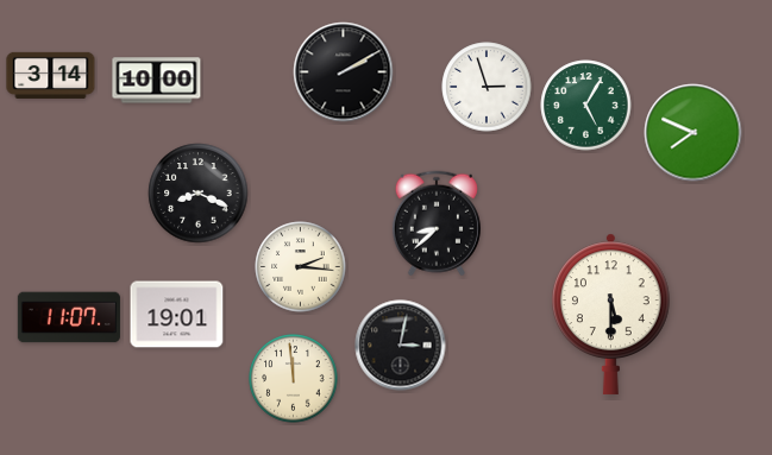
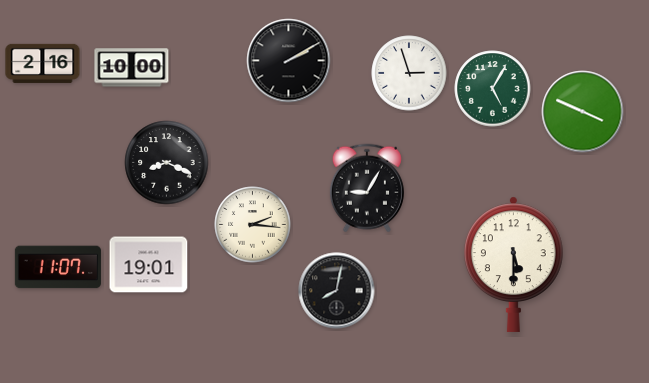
clock at (51, 75): 3:14 -> 2:16
clock at (693, 133): 7:49 -> 3:49
clock at (437, 223): 8:38 -> 9:05
clock at (401, 346): 3:02 -> 8:02
clock at (294, 379): 11:59 -> none
